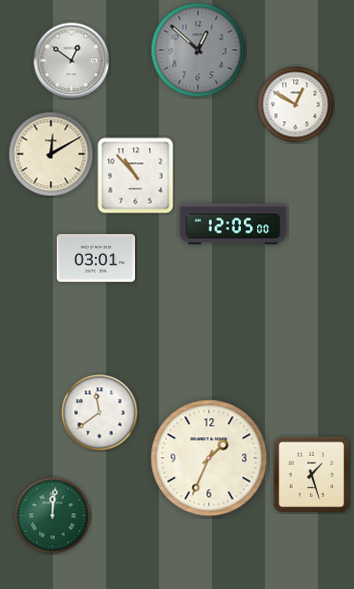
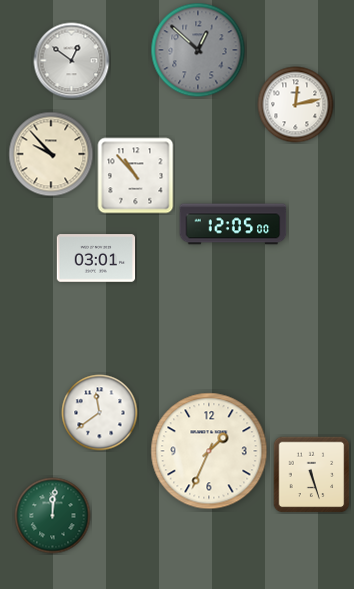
clock at (296, 105): 12:50 -> 12:13
clock at (51, 154): 12:10 -> 9:53
clock at (209, 458) position: (209, 458) -> (209, 451)
clock at (311, 474): 1:27 -> 5:27
